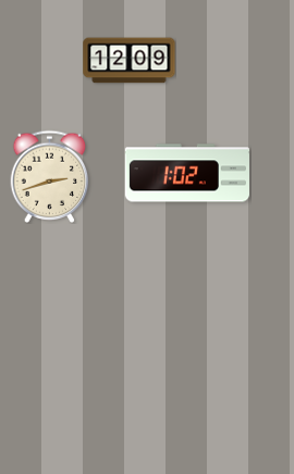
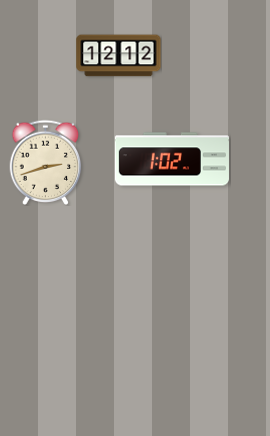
clock at (130, 61): 12:09 -> 12:12
